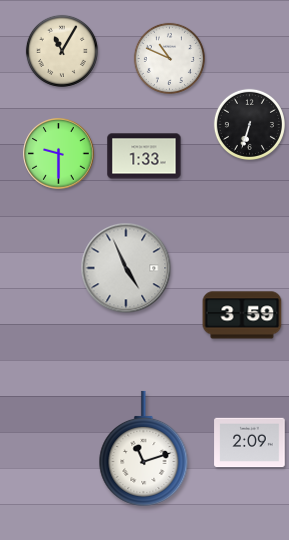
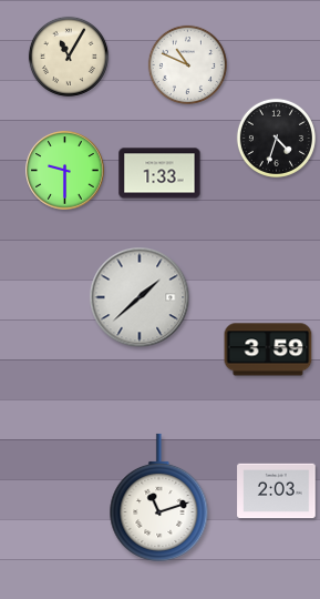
clock at (249, 124): 6:33 -> 4:33
clock at (126, 268): 4:56 -> 1:38
clock at (250, 443): 2:09 -> 2:03
